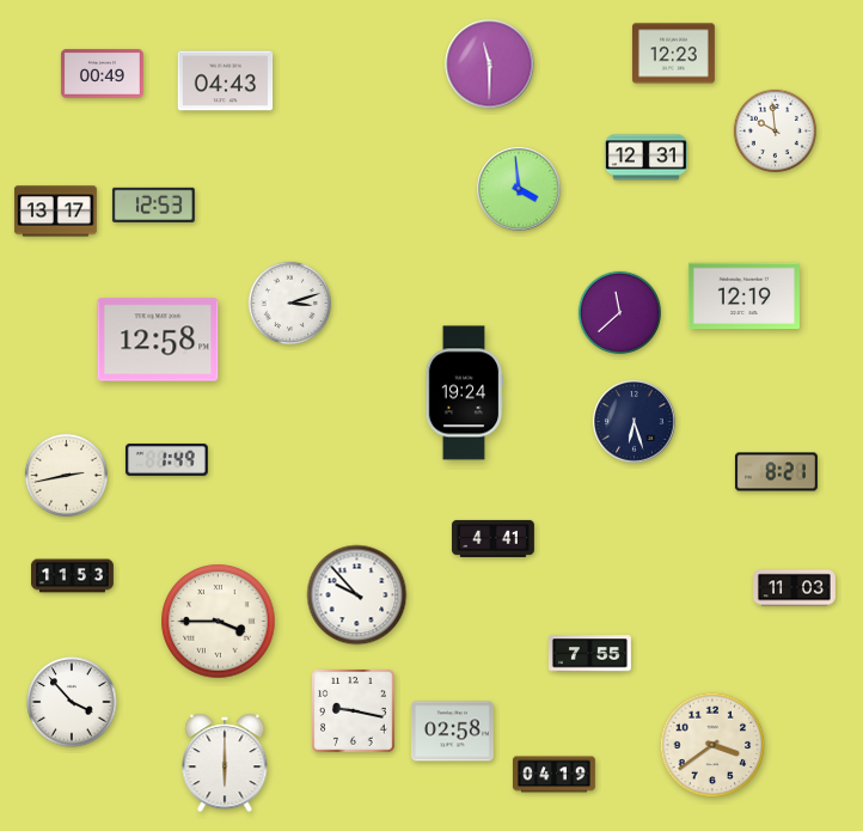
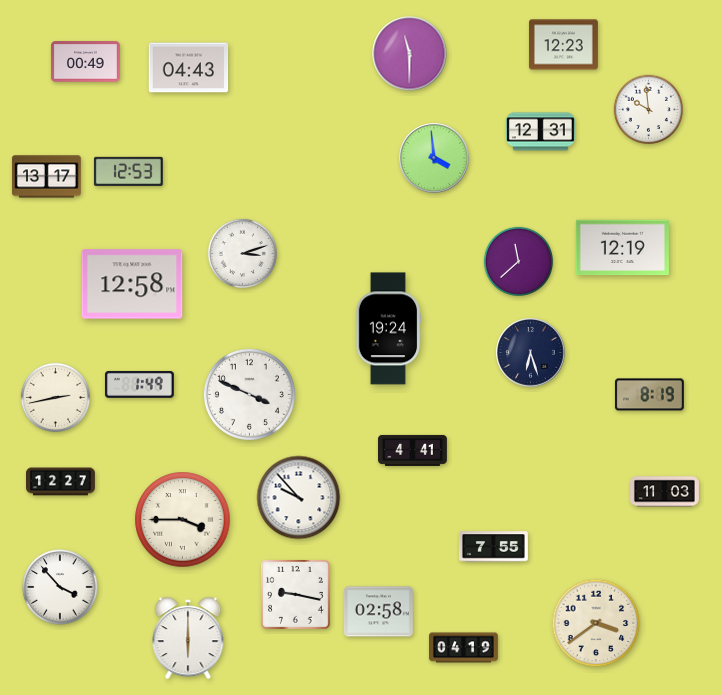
clock at (249, 394): none -> 3:49
clock at (776, 472): 8:21 -> 8:19
clock at (73, 576): 11:53 -> 12:27
